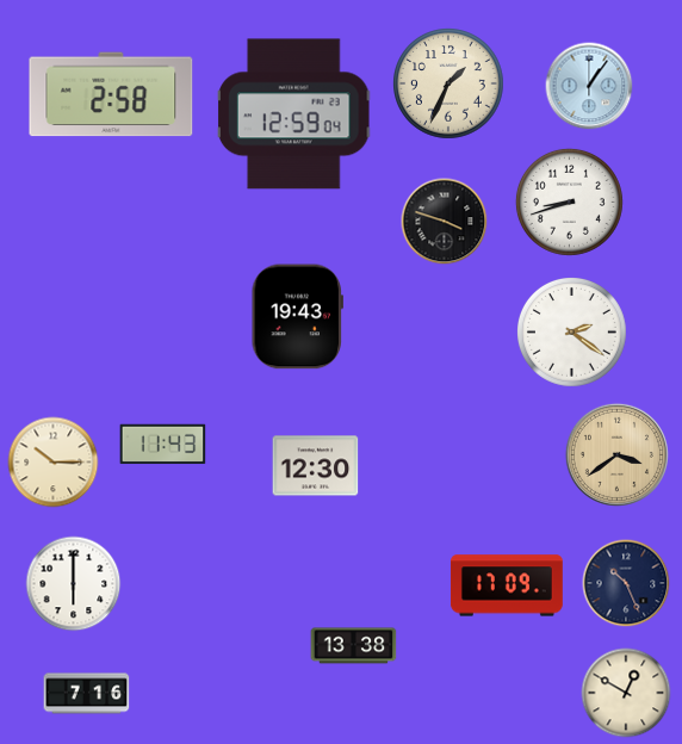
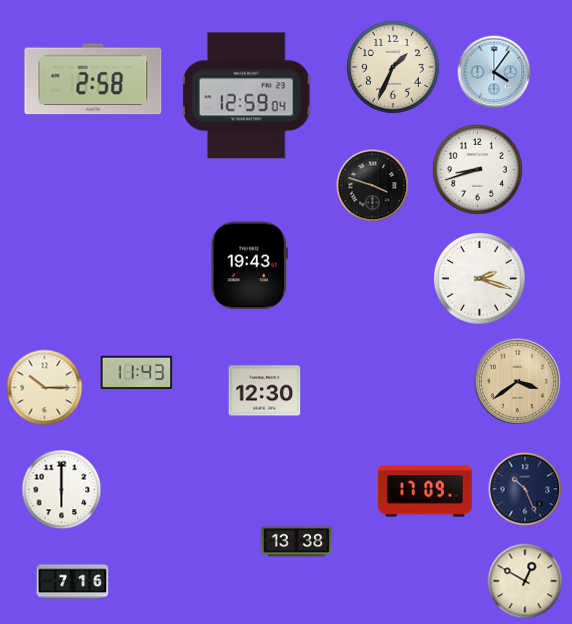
clock at (449, 85) position: (449, 85) -> (394, 68)
clock at (589, 86): 1:06 -> 4:06
clock at (572, 333): 2:21 -> 2:18
